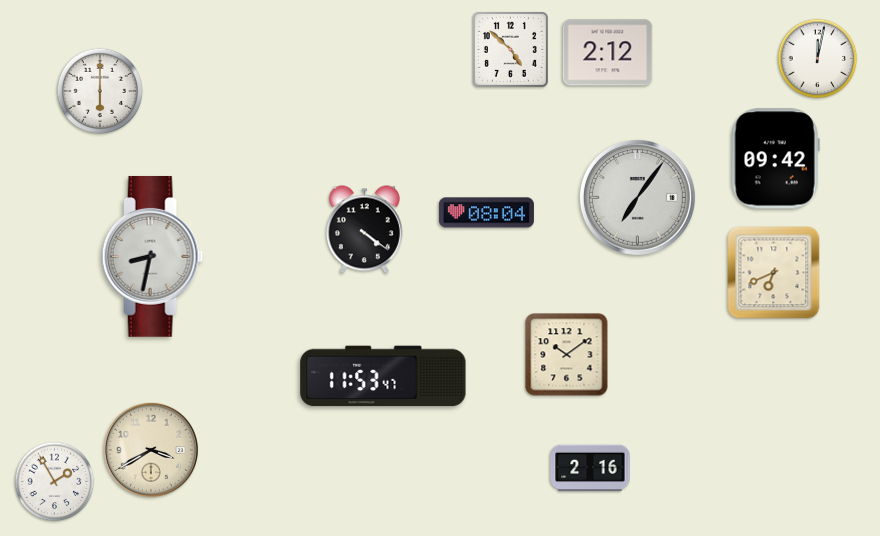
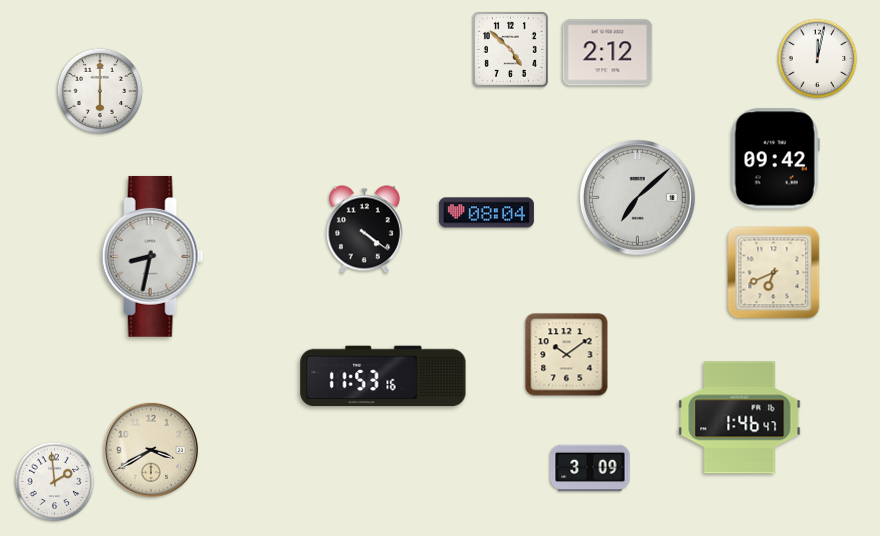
clock at (637, 197): 7:06 -> 7:08
clock at (383, 376): 11:53:47 -> 11:53:16
clock at (740, 418): none -> 1:46
clock at (590, 468): 2:16 -> 3:09
clock at (55, 482): 1:55 -> 1:59
